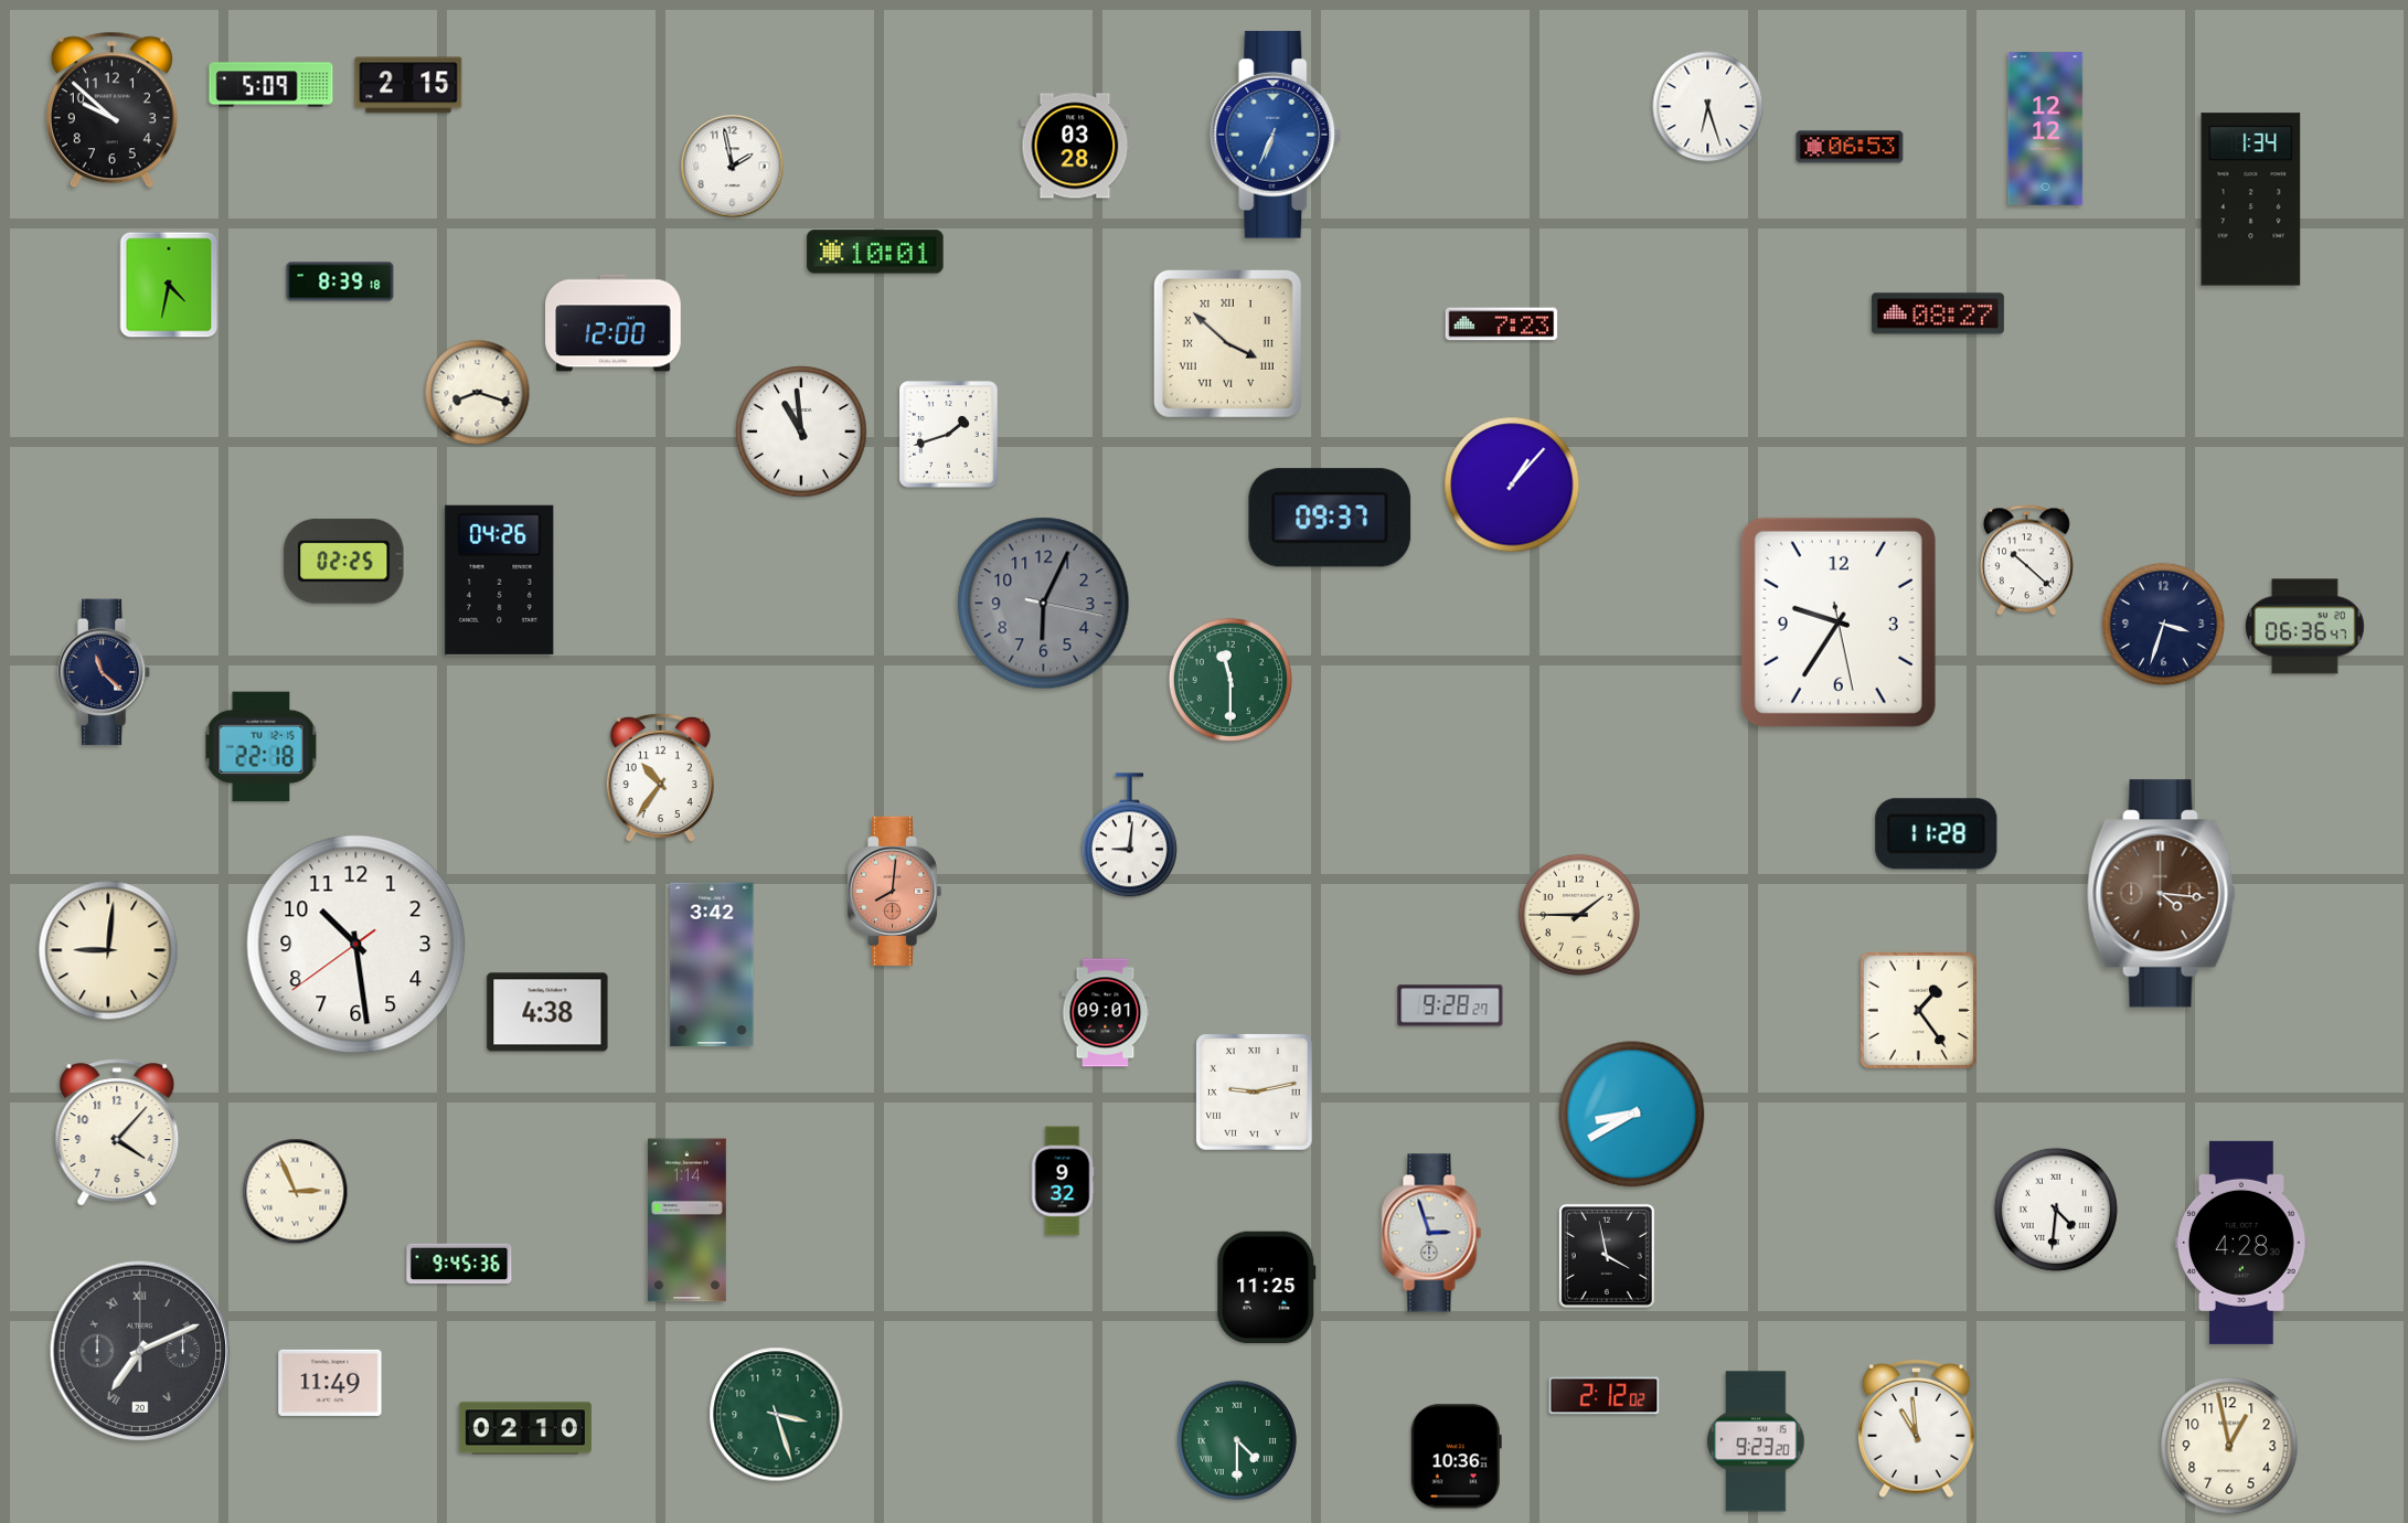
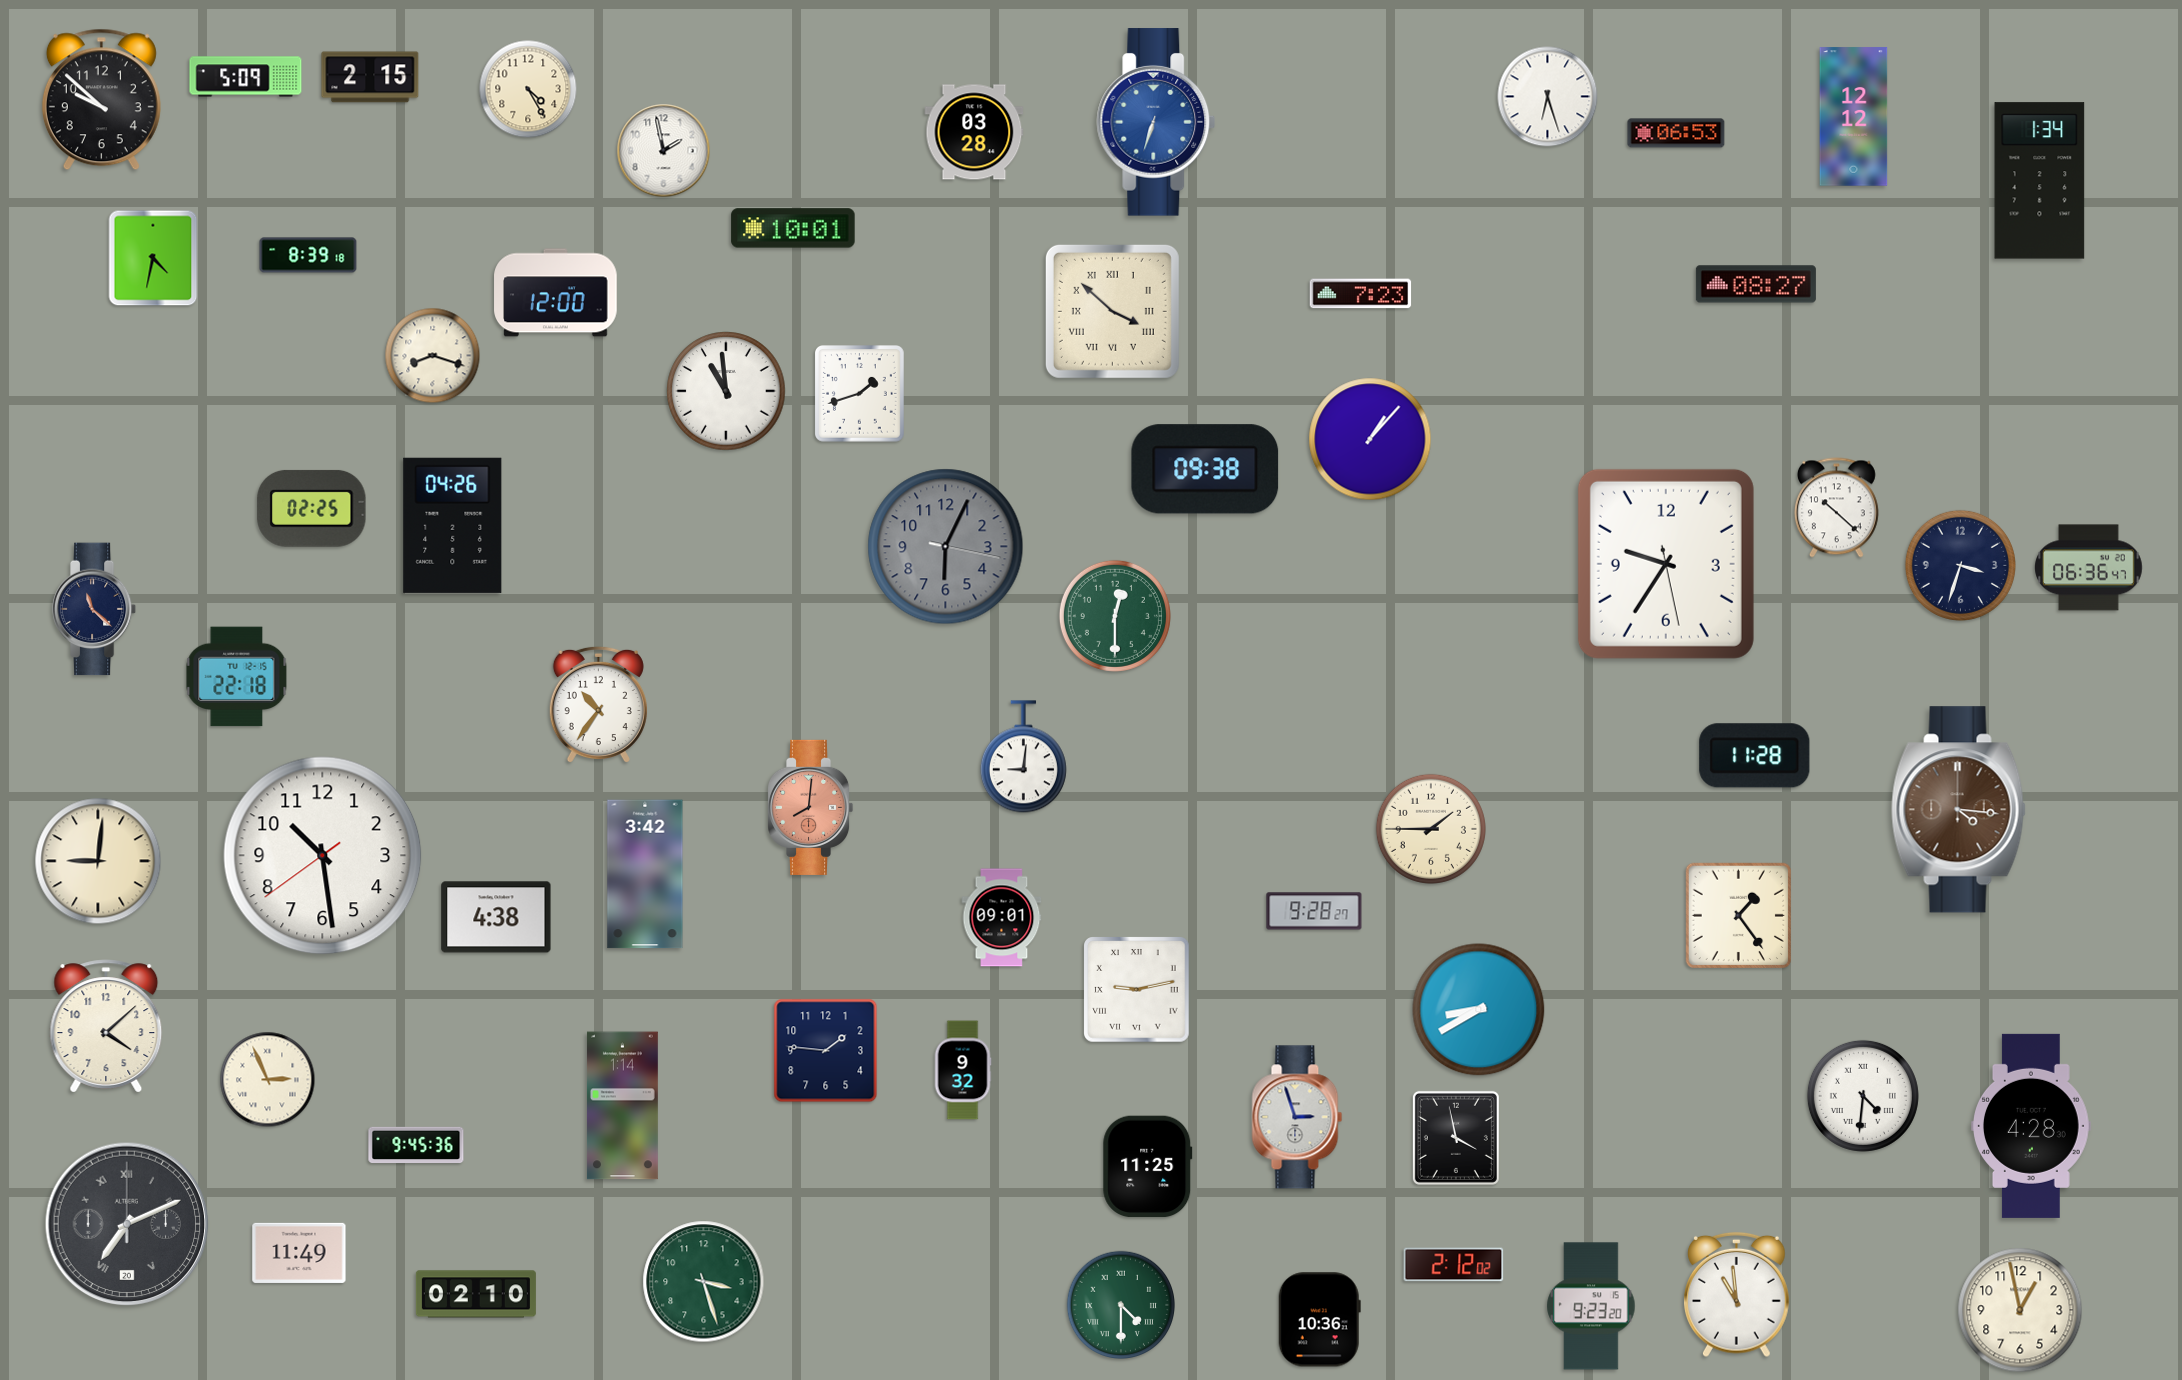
clock at (528, 89): none -> 4:25
clock at (1276, 135): 6:34 -> 6:33
clock at (1330, 518): 09:37 -> 09:38
clock at (1230, 680): 11:30 -> 12:30
clock at (117, 1132): 4:07 -> 4:08
clock at (826, 1051): none -> 1:46
